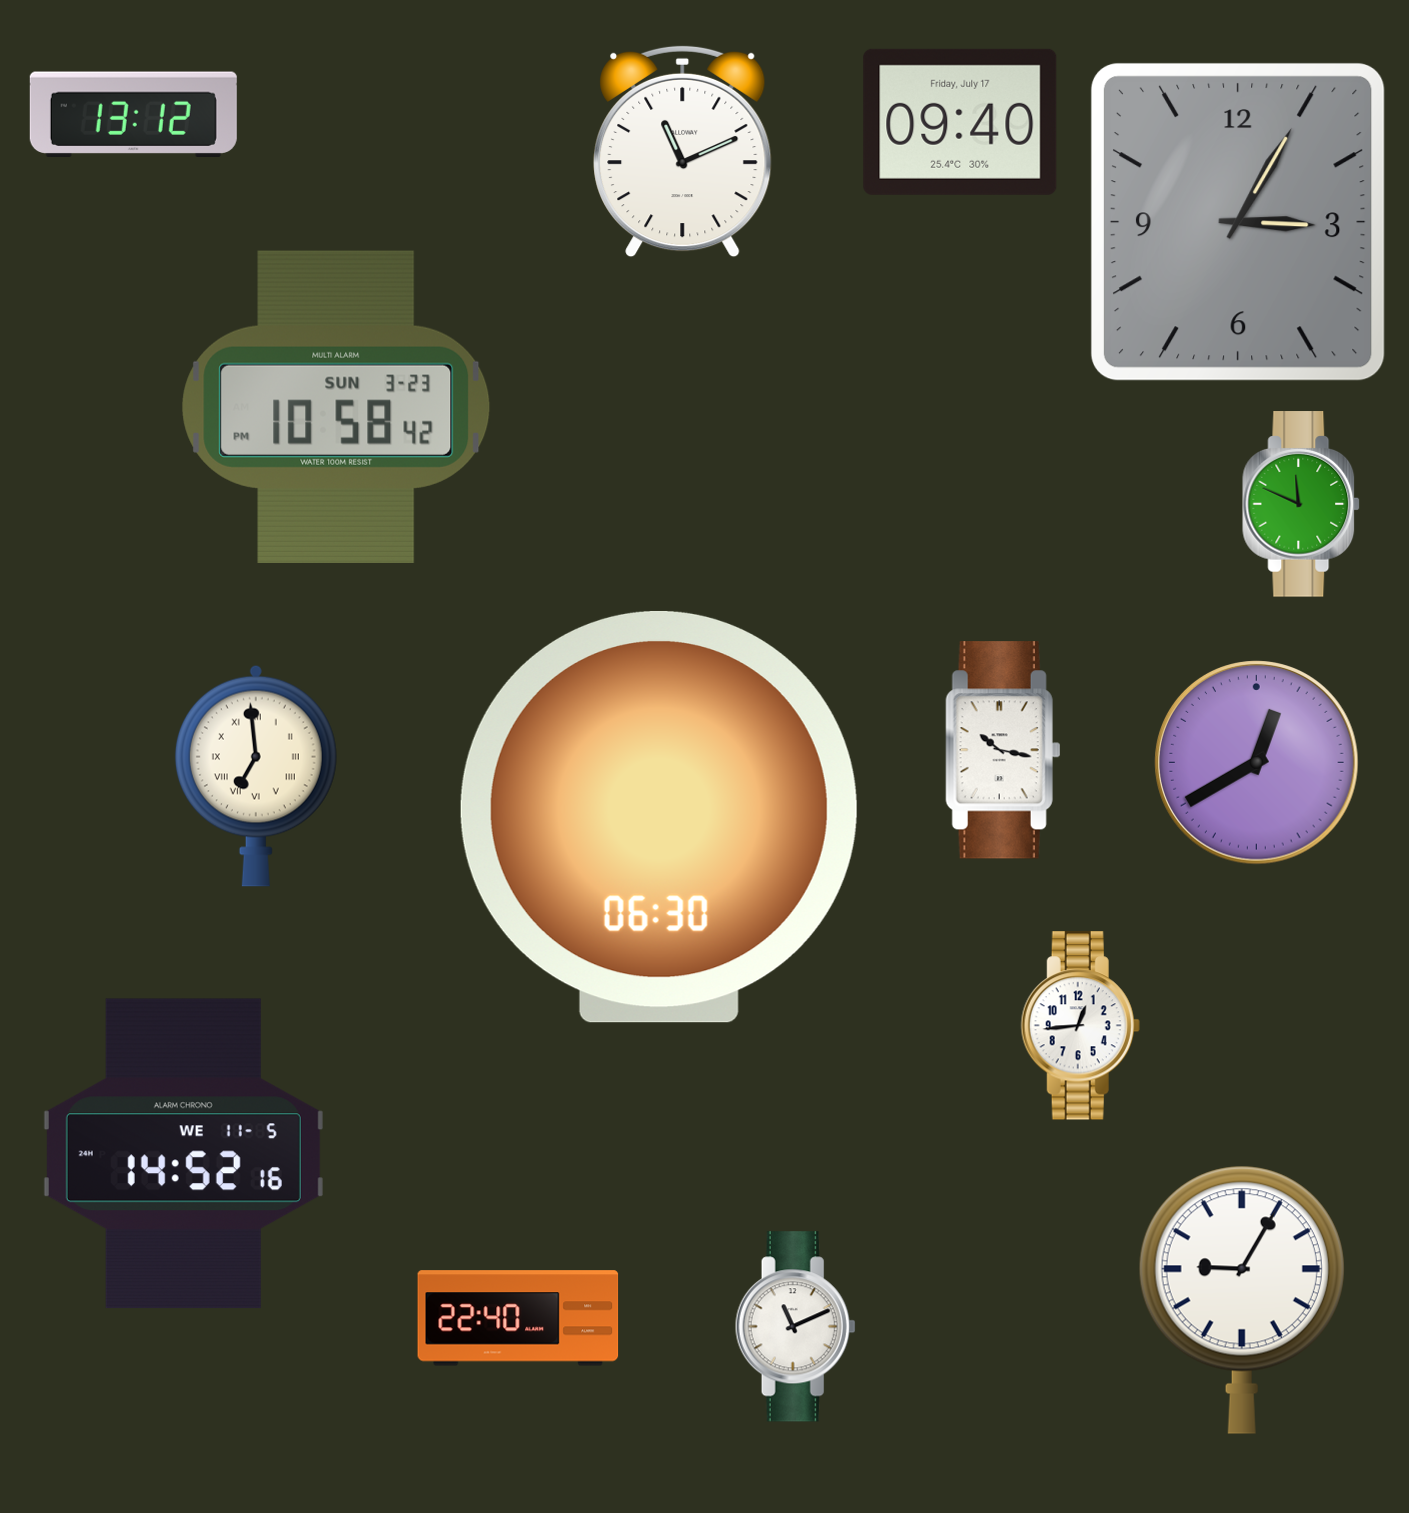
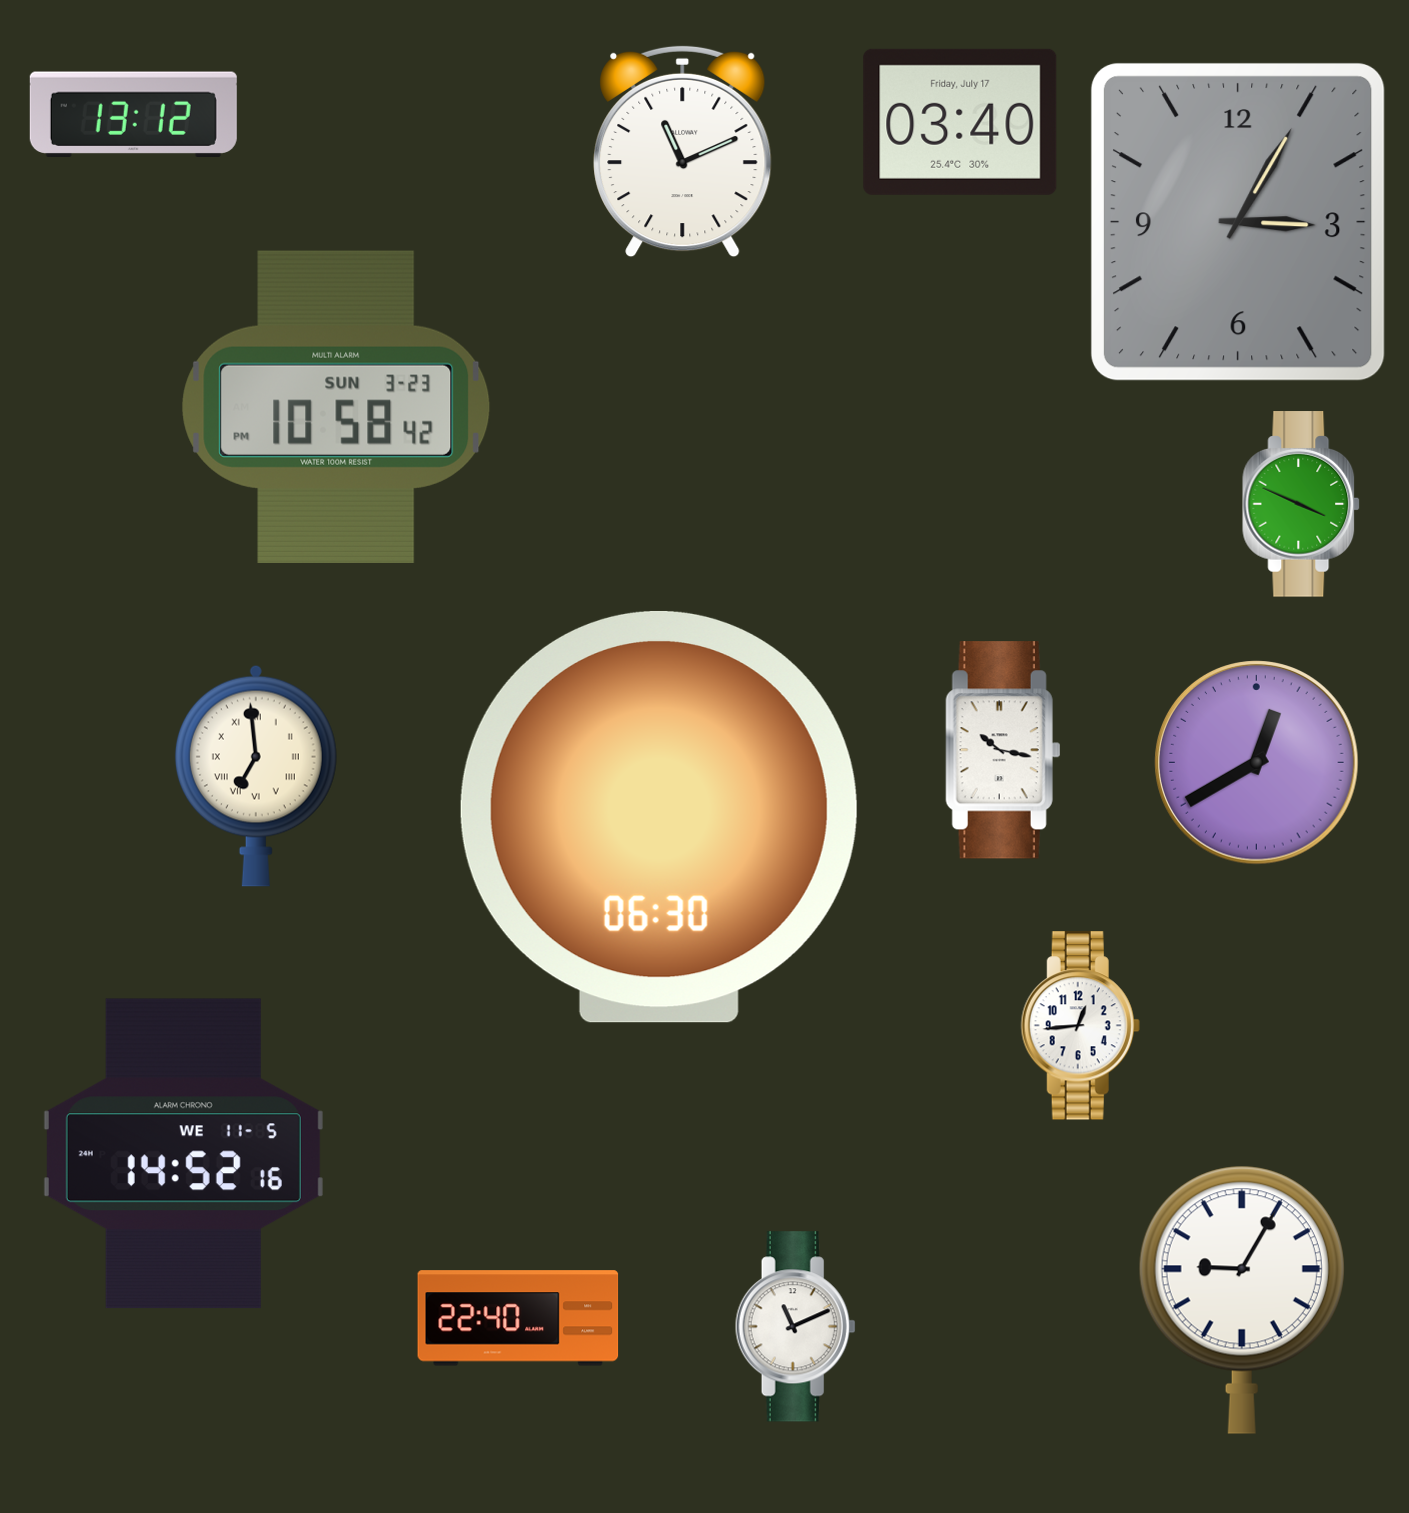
clock at (960, 122): 09:40 -> 03:40
clock at (1302, 504): 11:49 -> 3:49
